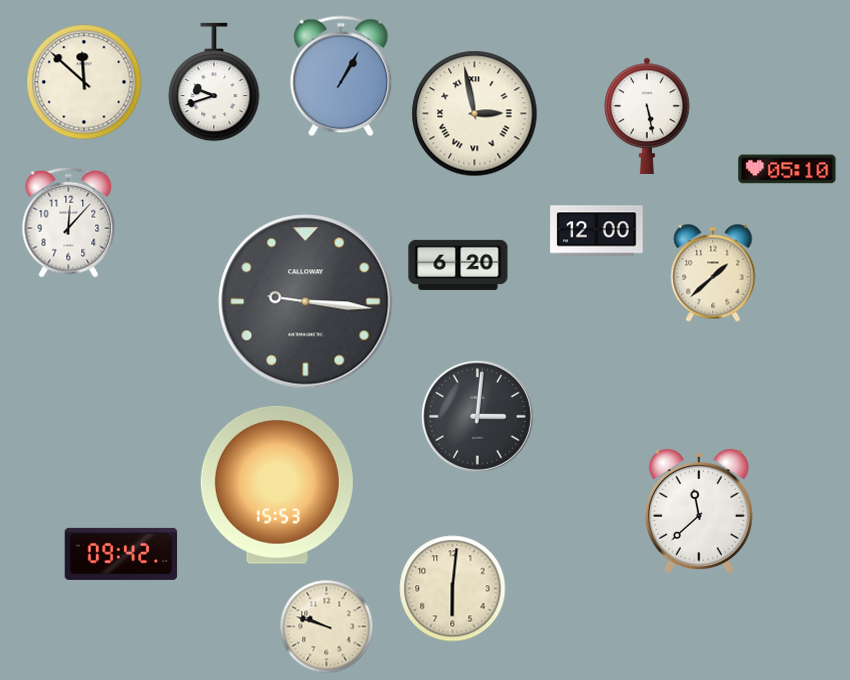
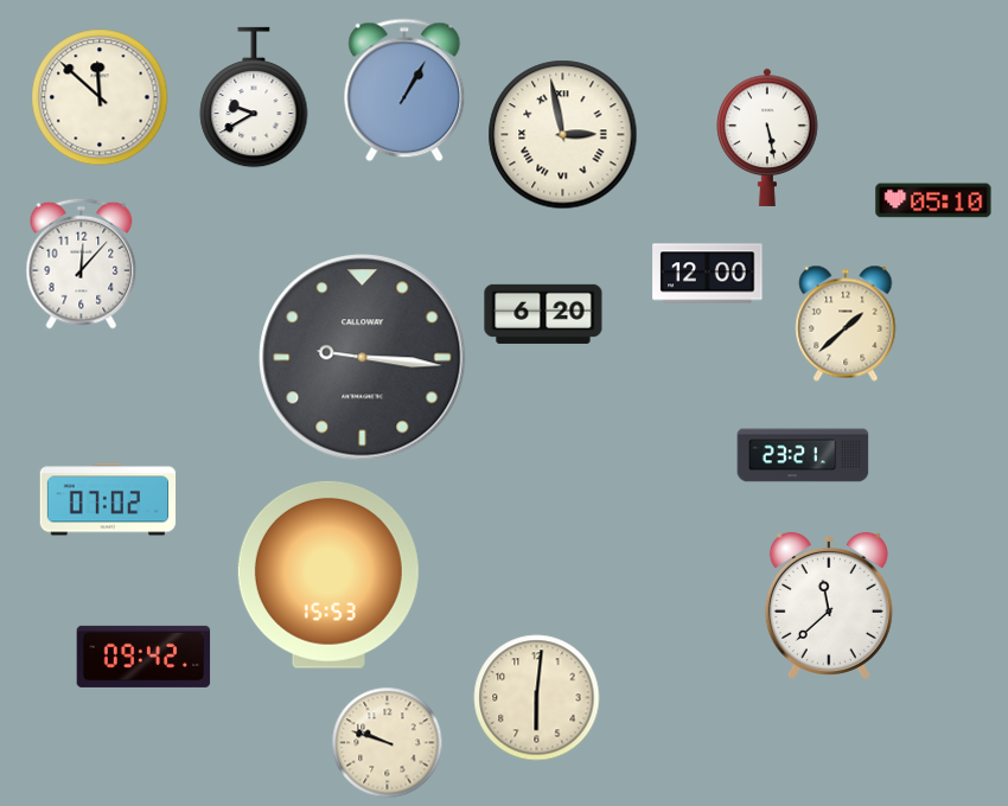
clock at (214, 82): 9:42 -> 9:40
clock at (803, 455): none -> 23:21
clock at (477, 416): 3:01 -> none
clock at (108, 499): none -> 07:02
